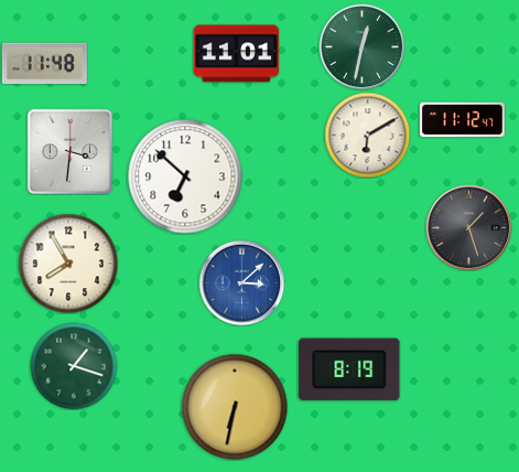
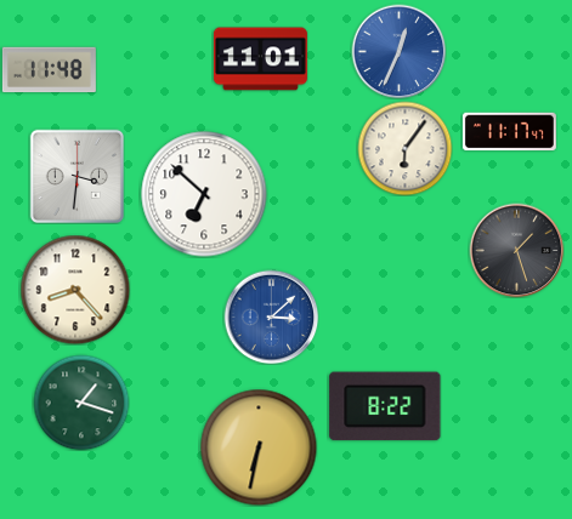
clock at (361, 46): 12:32 -> 12:34
clock at (361, 46) dial: green -> blue
clock at (462, 120): 11:12 -> 11:17
clock at (367, 135): 6:10 -> 6:06
clock at (69, 151) position: (69, 151) -> (77, 176)
clock at (68, 264): 7:55 -> 8:23
clock at (241, 282) position: (241, 282) -> (271, 316)
clock at (349, 369): 8:19 -> 8:22
